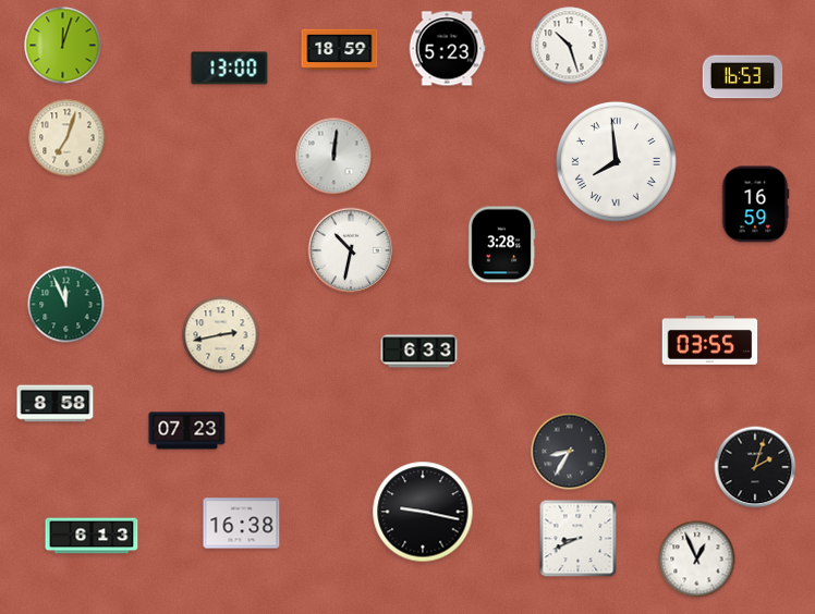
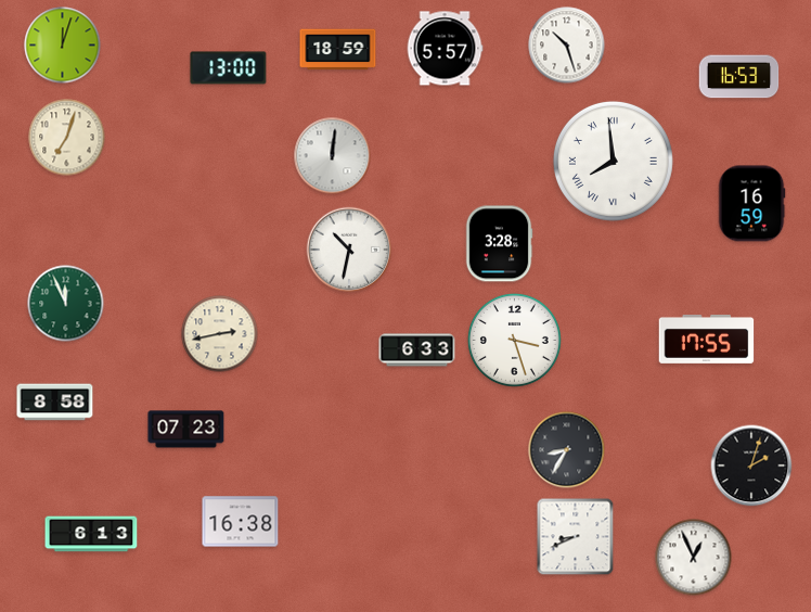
clock at (447, 49): 5:23 -> 5:57
clock at (710, 340): 03:55 -> 17:55
clock at (514, 340): none -> 3:27
clock at (423, 512): 9:17 -> none
